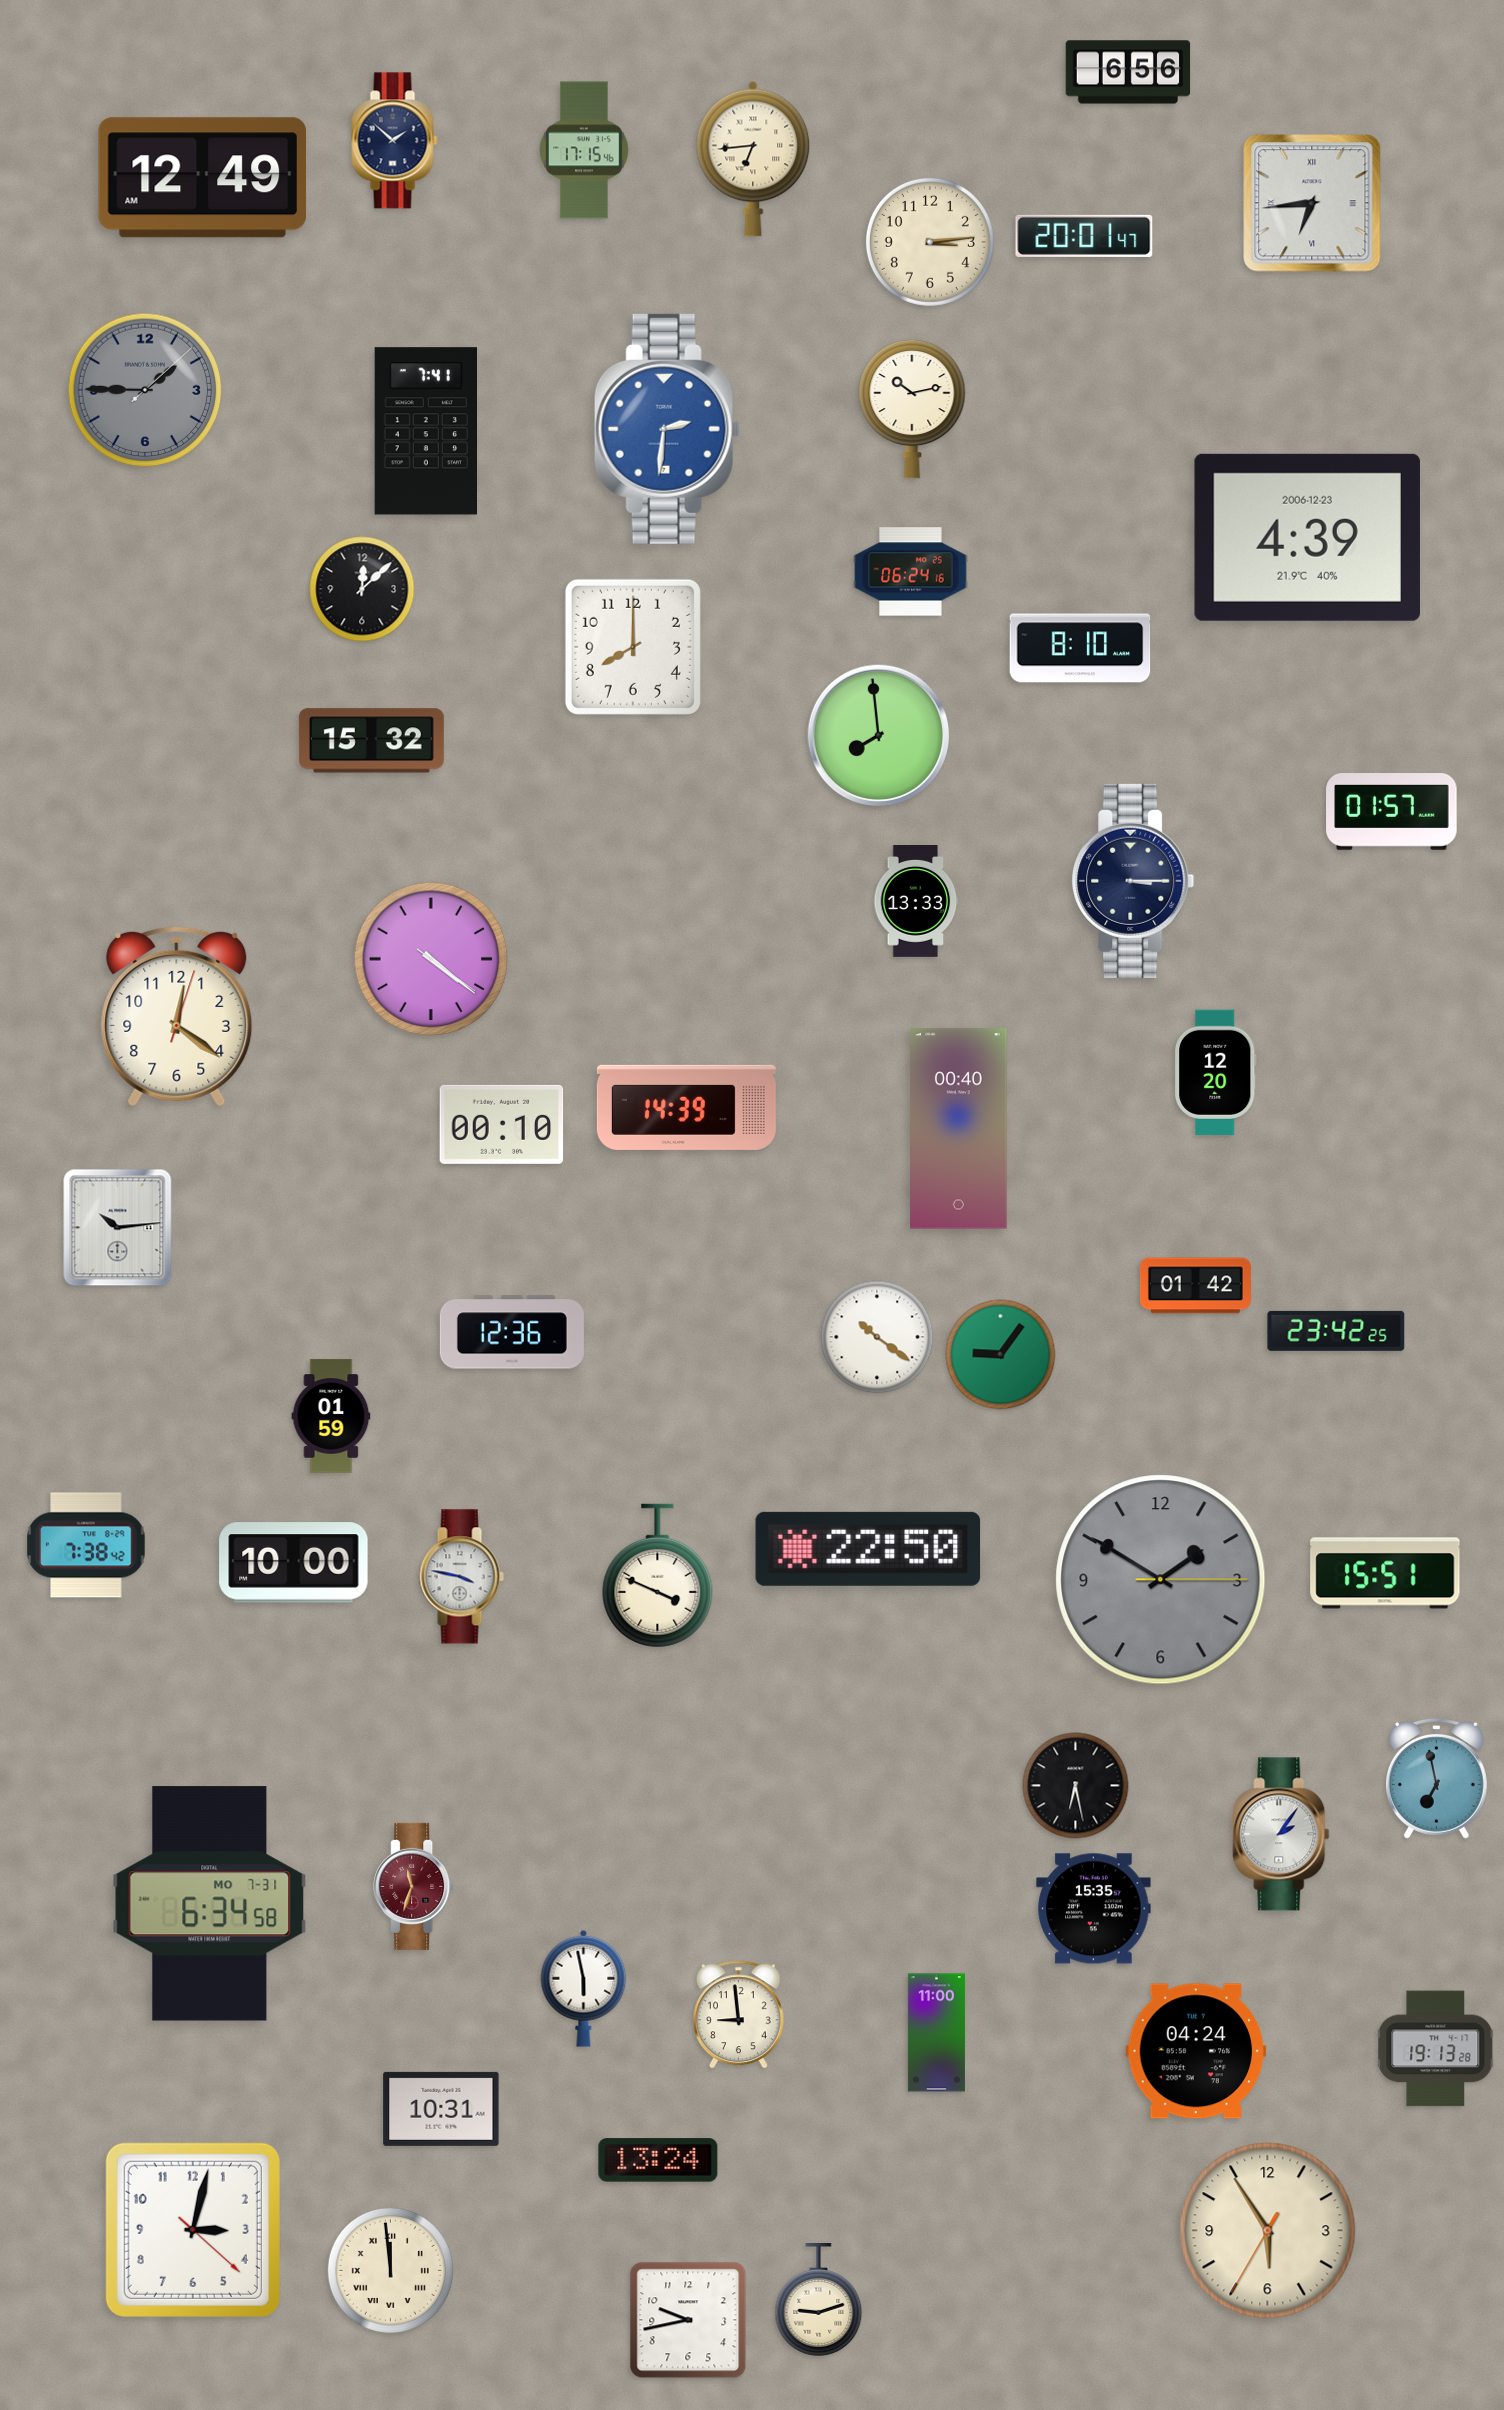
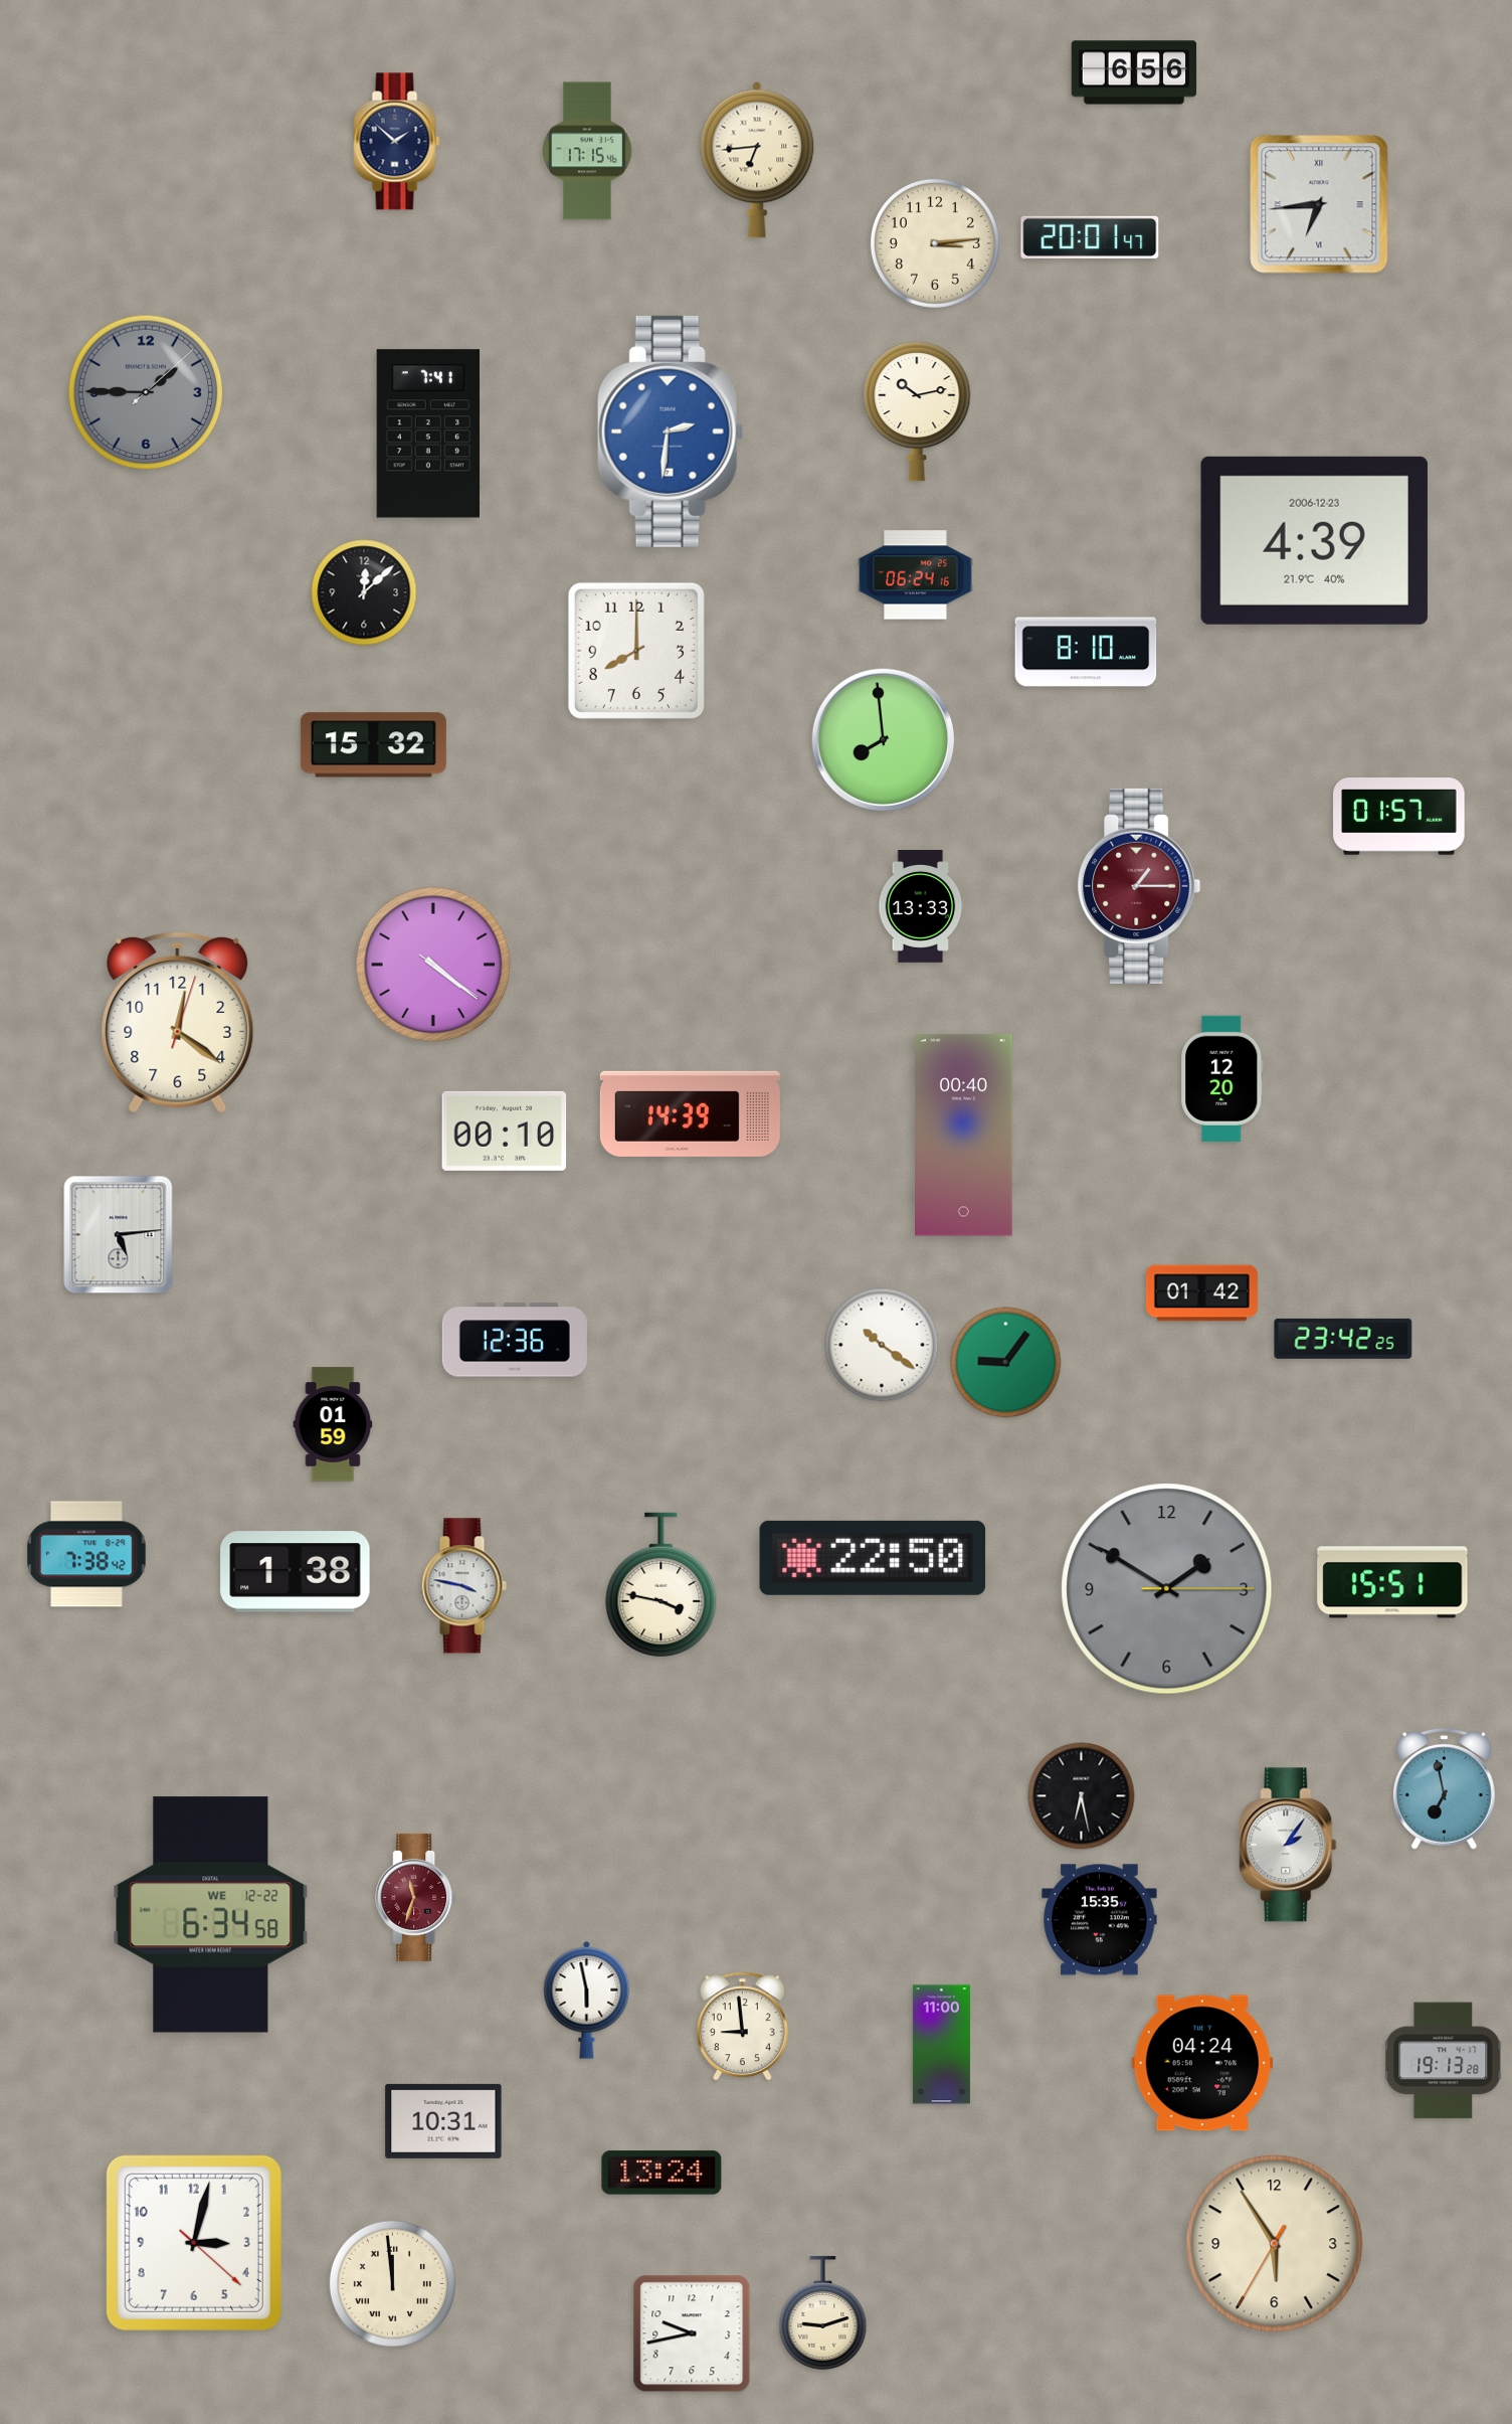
clock at (203, 178): 12:49 -> none
clock at (1133, 881): 3:15 -> 1:15
clock at (1133, 881) dial: navy -> burgundy
clock at (118, 1228): 10:14 -> 5:14
clock at (294, 1563): 10:00 -> 1:38
clock at (658, 1576): 3:49 -> 3:47
clock at (210, 1904) date: MO 7-31 -> WE 12-22
